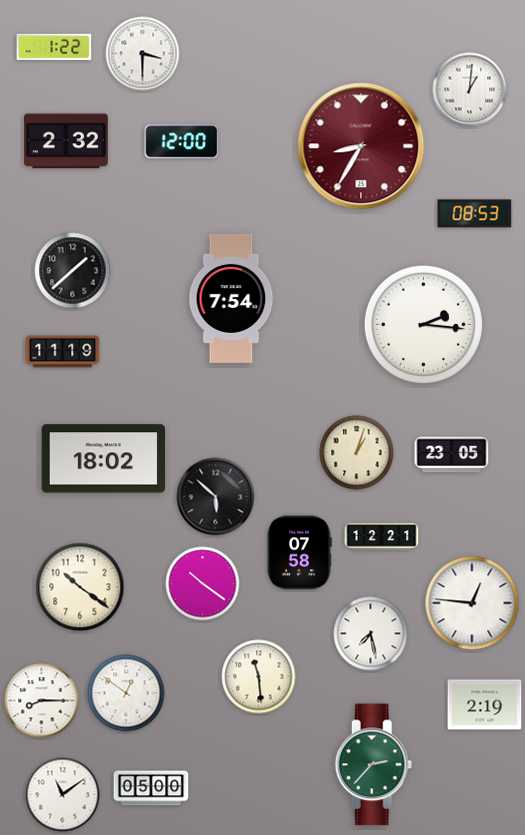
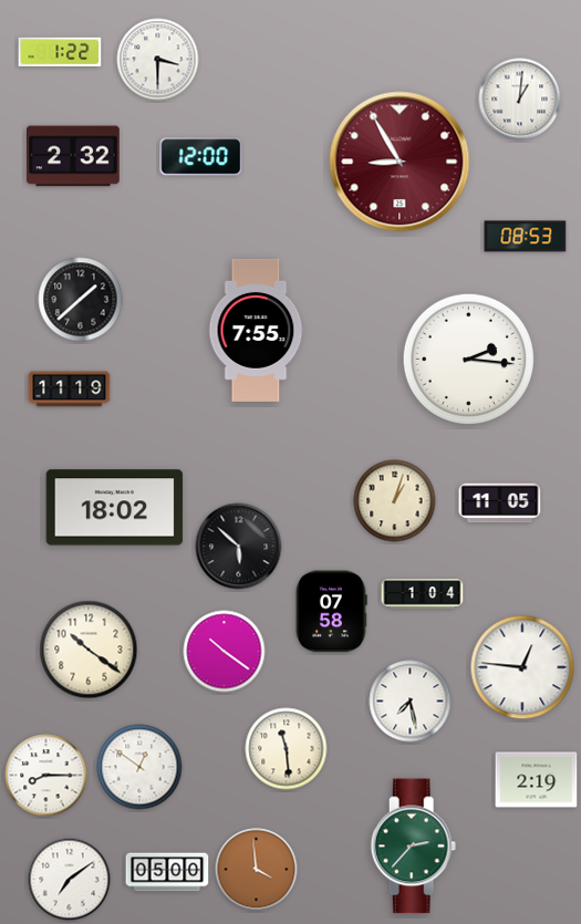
clock at (361, 146): 8:35 -> 8:55
clock at (231, 298): 7:54 -> 7:55
clock at (452, 455): 23:05 -> 11:05
clock at (216, 497) position: (216, 497) -> (239, 547)
clock at (382, 537): 12:21 -> 1:04
clock at (203, 584) position: (203, 584) -> (225, 652)
clock at (257, 870): none -> 3:59
clock at (63, 795): 11:09 -> 7:09
